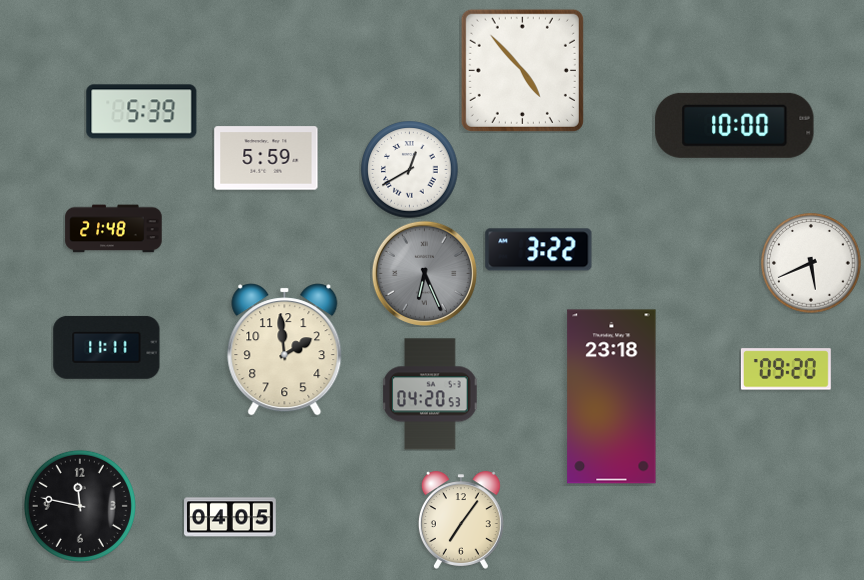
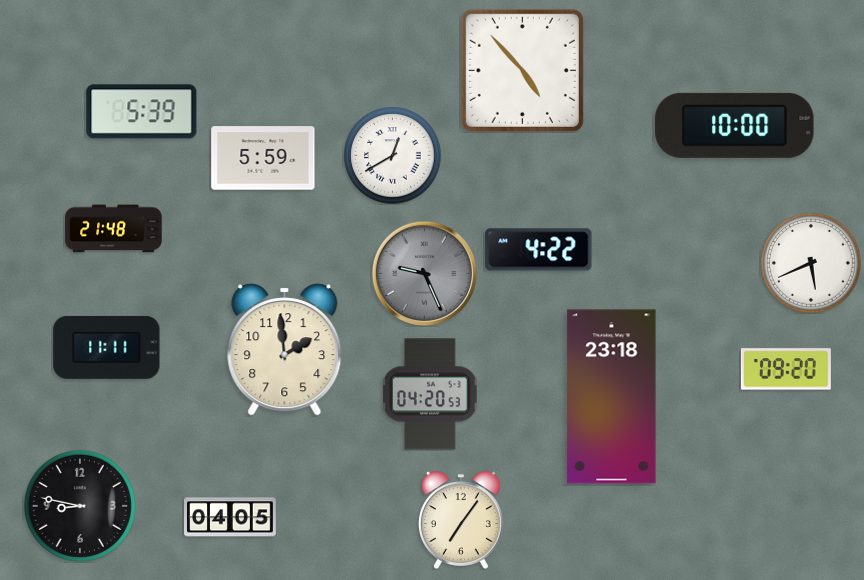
clock at (266, 158) position: (266, 158) -> (263, 158)
clock at (410, 170) position: (410, 170) -> (393, 156)
clock at (539, 250): 3:22 -> 4:22
clock at (424, 273): 6:26 -> 9:26
clock at (80, 506): 11:47 -> 8:47
